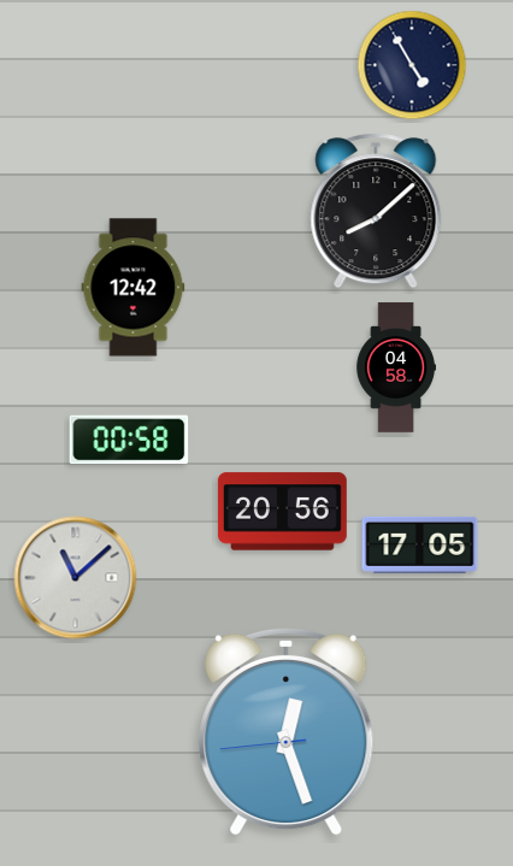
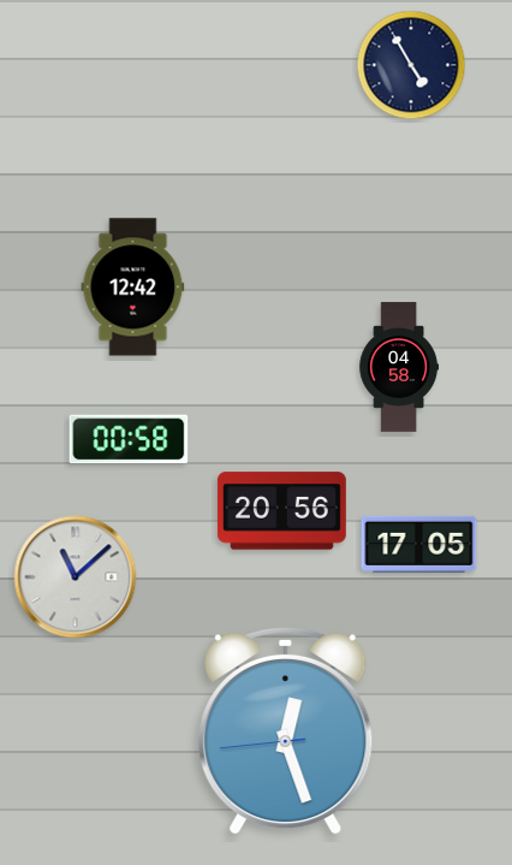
clock at (376, 211): 8:08 -> none
clock at (396, 367) position: (396, 367) -> (399, 367)
